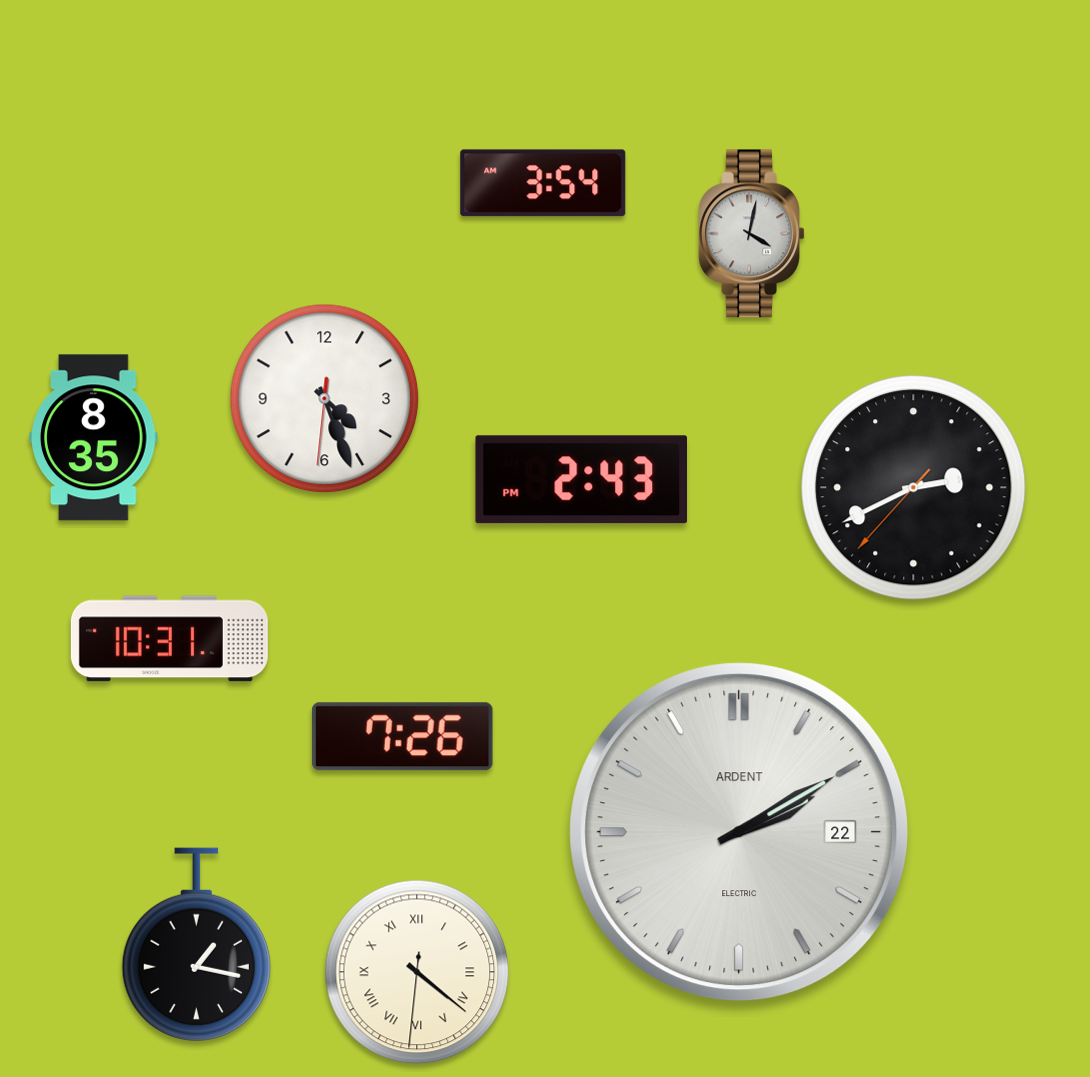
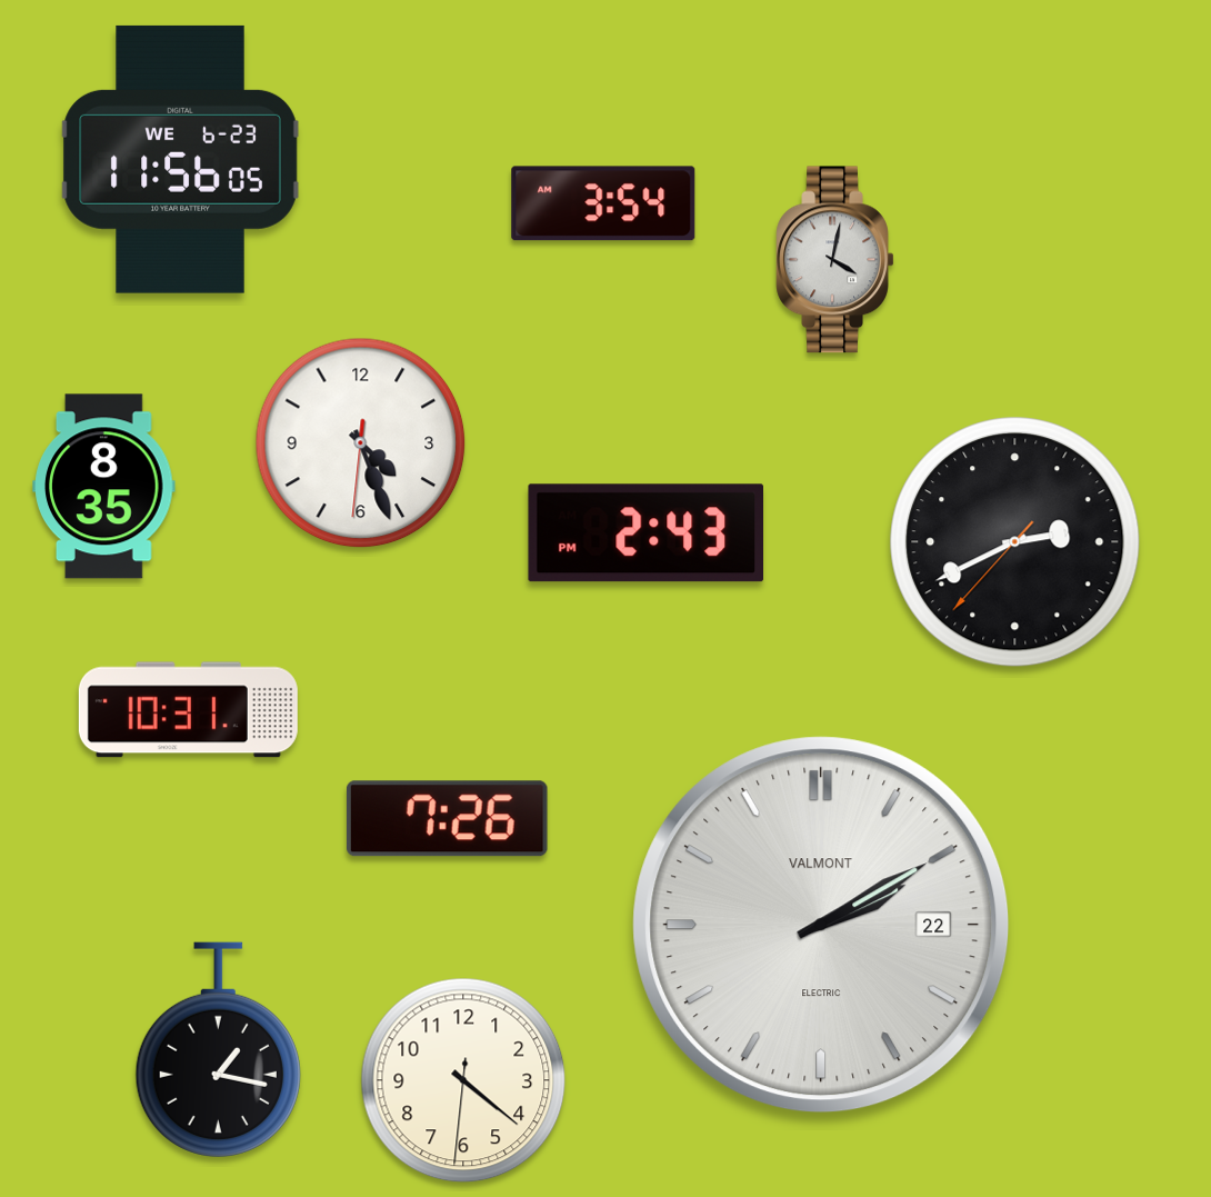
clock at (181, 159): none -> 11:56
clock at (739, 832) brand: ARDENT -> VALMONT
clock at (417, 972) numerals: Roman -> Arabic
